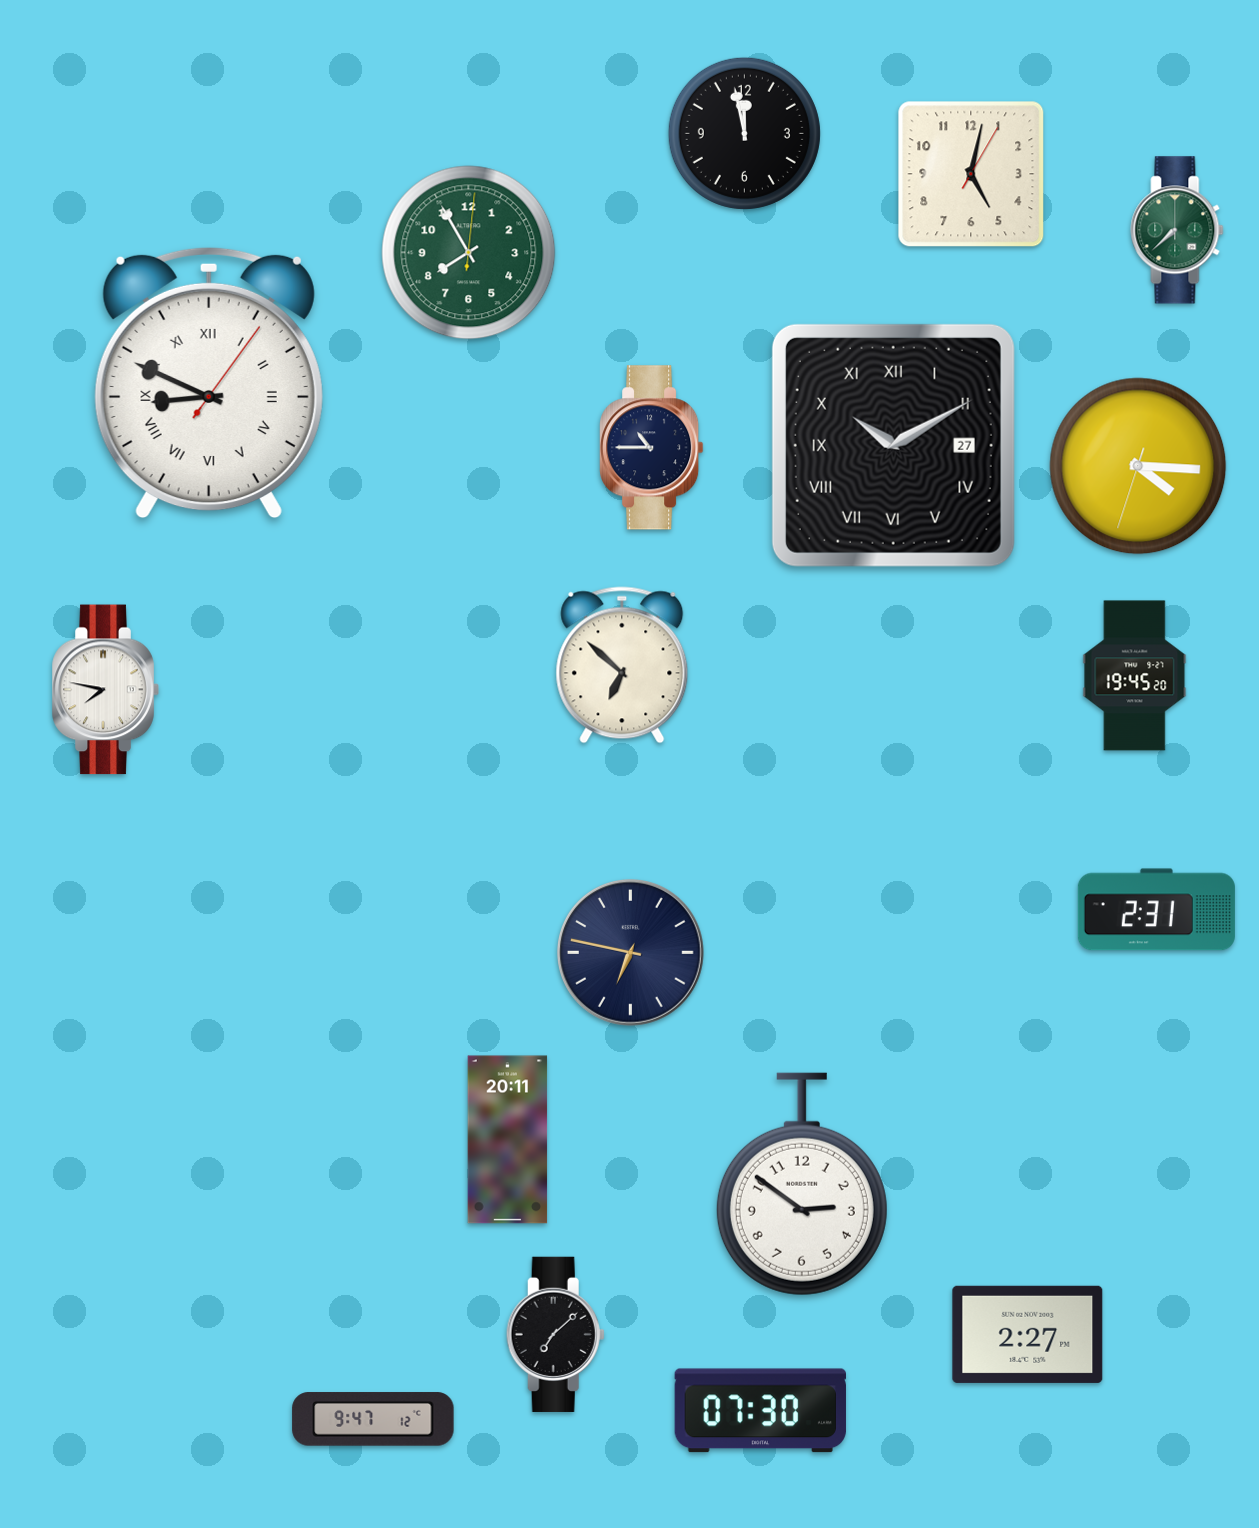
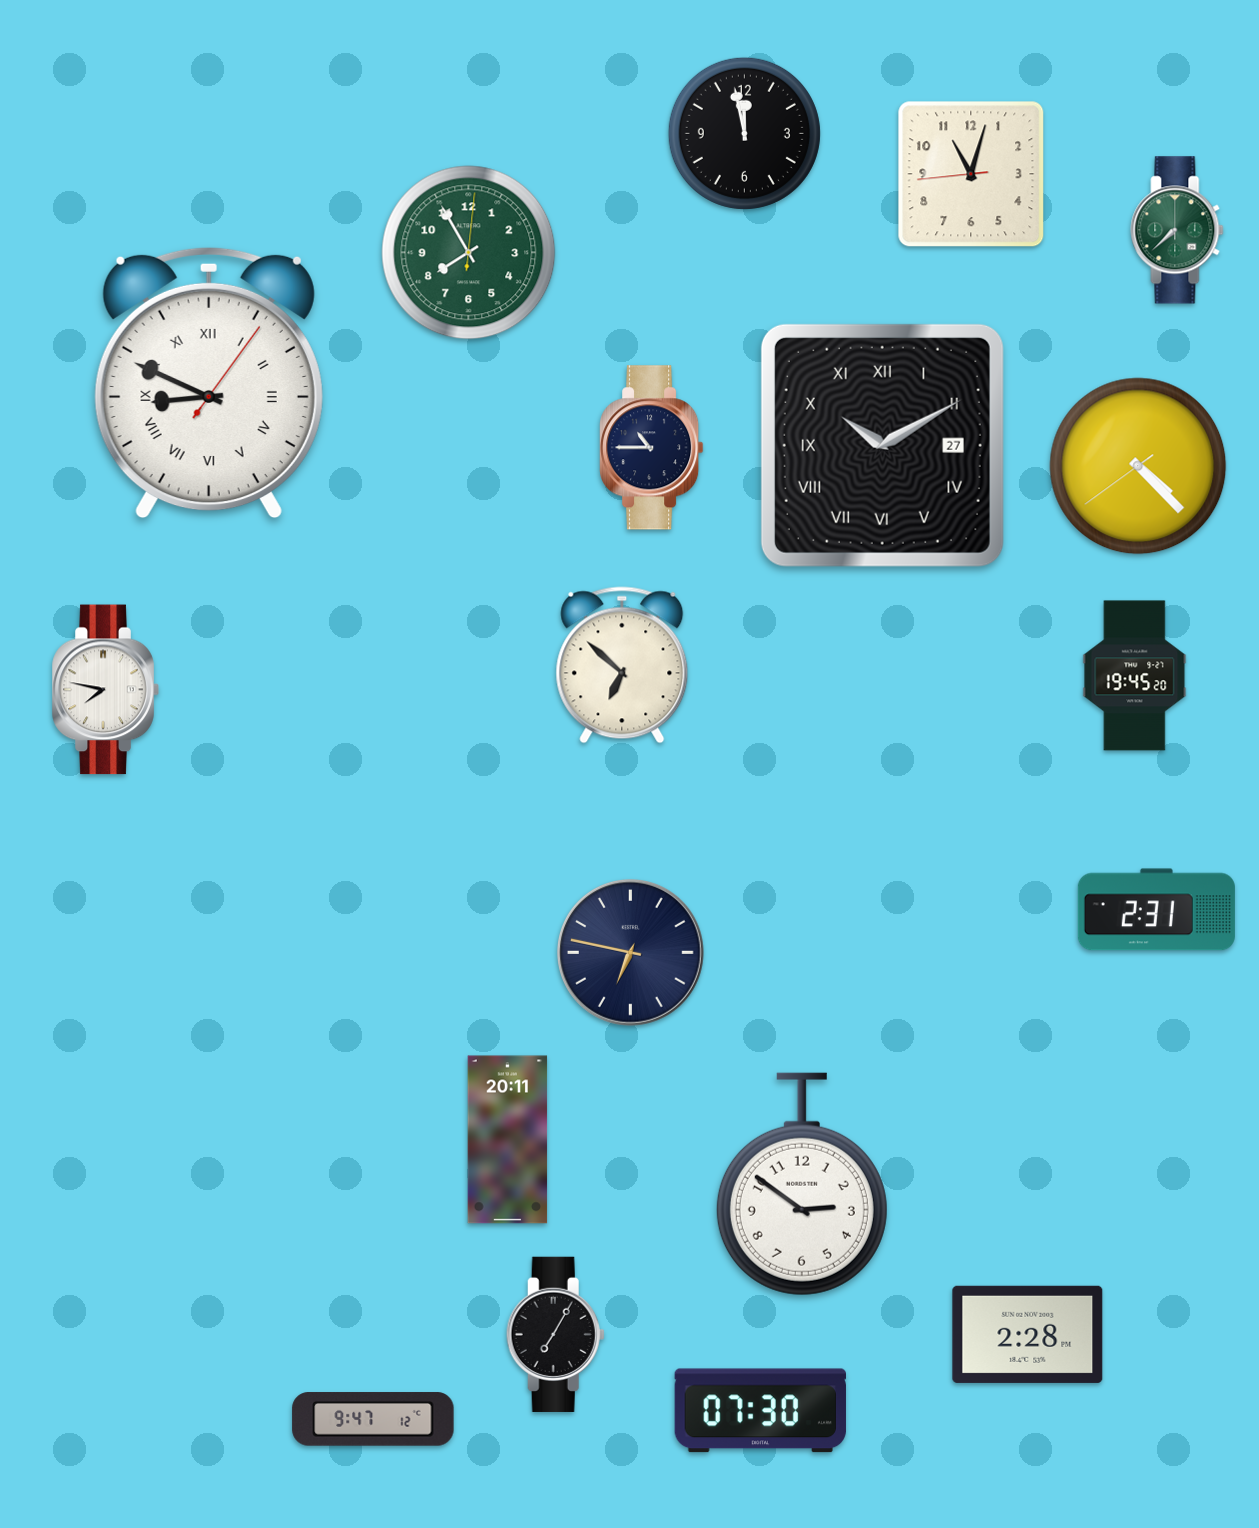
clock at (971, 174): 5:02 -> 11:02
clock at (893, 445) position: (893, 445) -> (882, 445)
clock at (1138, 466): 4:15 -> 4:22
clock at (555, 1334): 7:08 -> 7:05
clock at (1028, 1334): 2:27 -> 2:28
